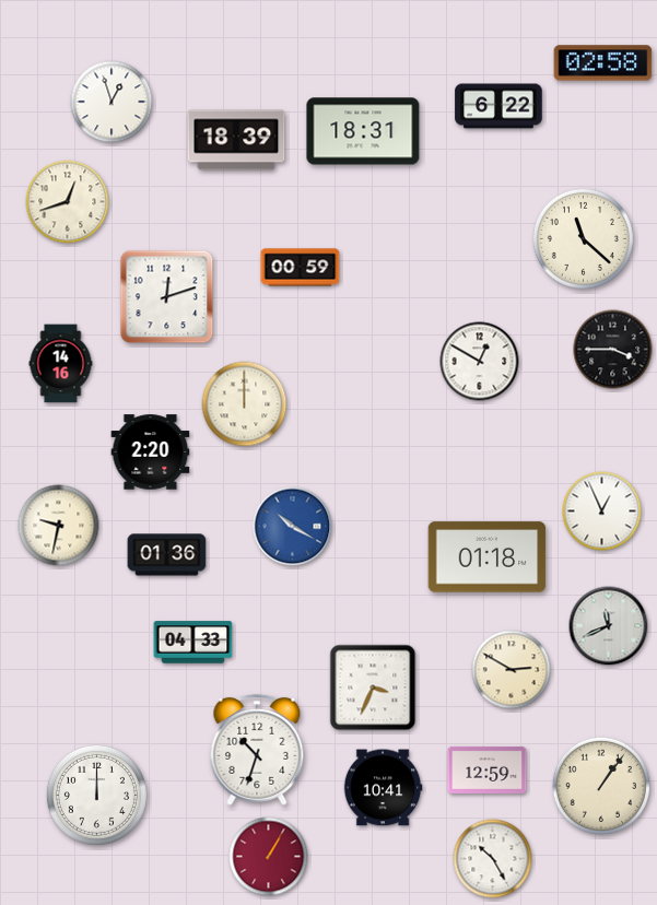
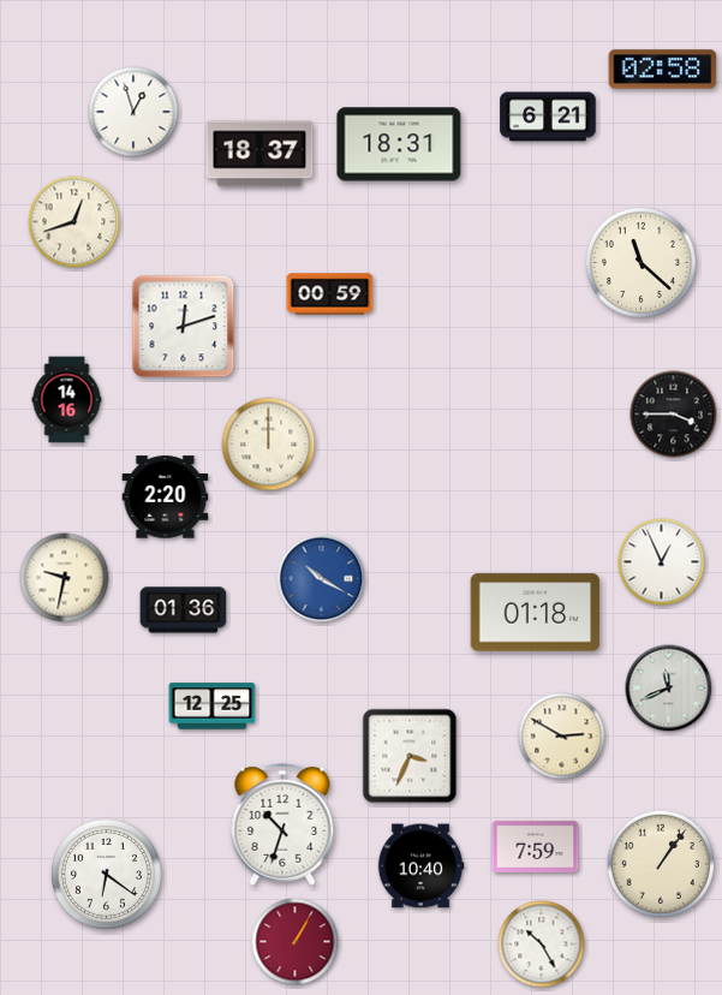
clock at (112, 102) position: (112, 102) -> (133, 112)
clock at (498, 106): 6:22 -> 6:21
clock at (236, 140): 18:39 -> 18:37
clock at (613, 350) position: (613, 350) -> (674, 415)
clock at (480, 362): 12:50 -> none
clock at (193, 643): 04:33 -> 12:25
clock at (488, 769): 12:59 -> 7:59
clock at (383, 788): 10:41 -> 10:40
clock at (96, 795): 12:00 -> 6:21
